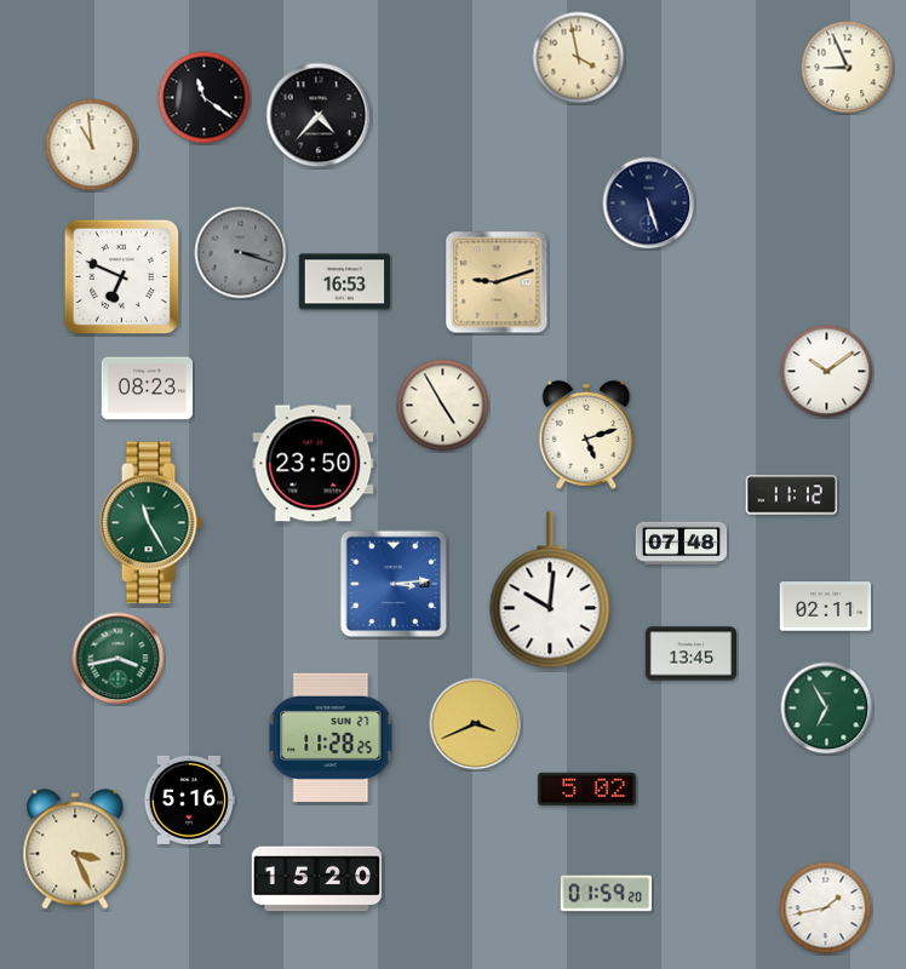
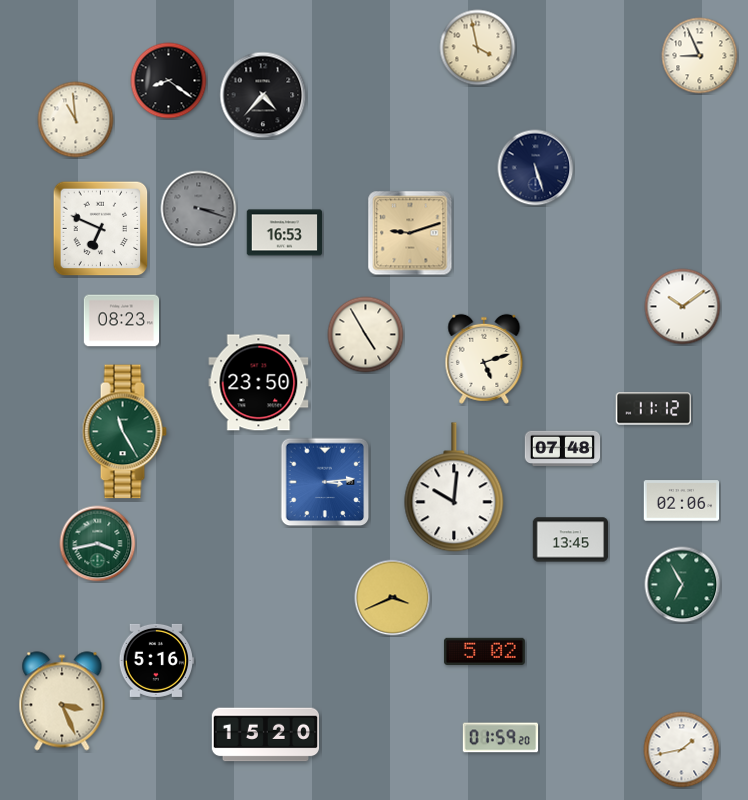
clock at (205, 98): 11:21 -> 8:21
clock at (826, 607): 02:11 -> 02:06
clock at (331, 738): 11:28 -> none
clock at (316, 879) position: (316, 879) -> (265, 735)
